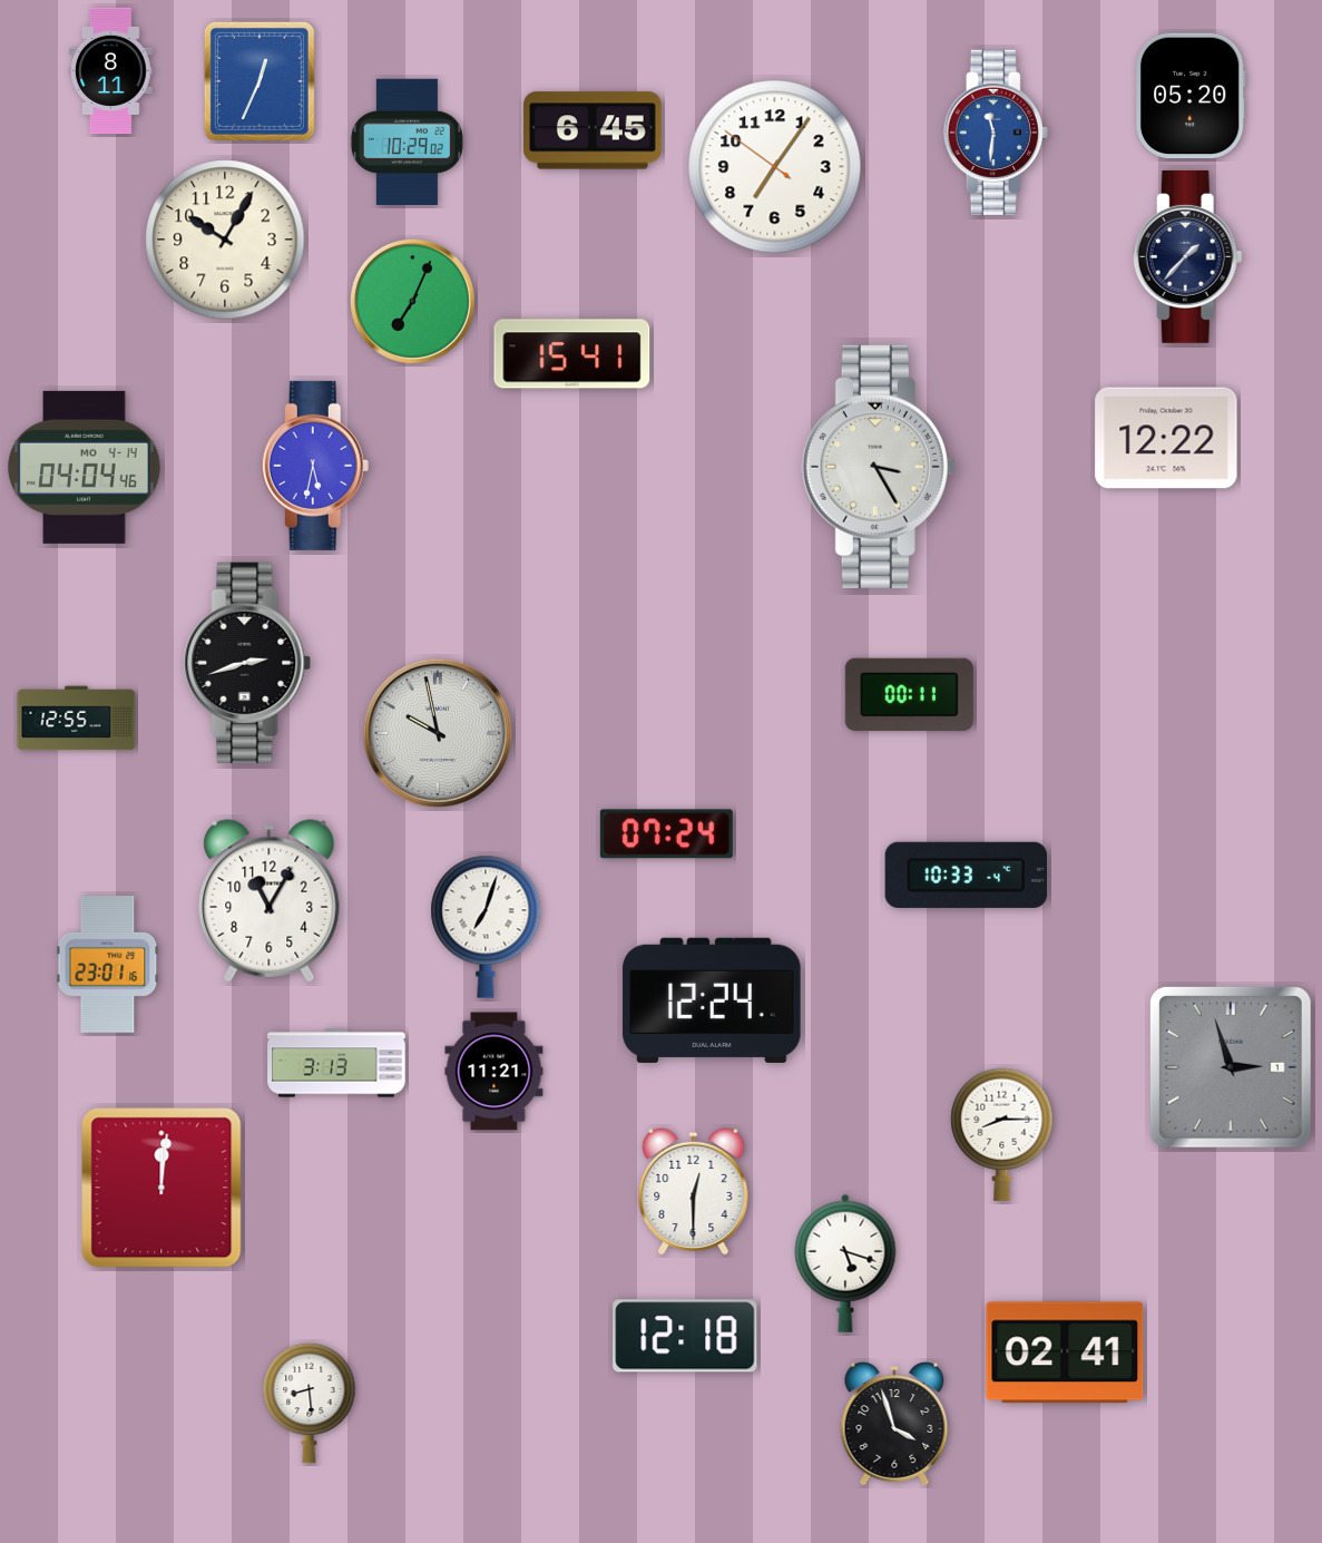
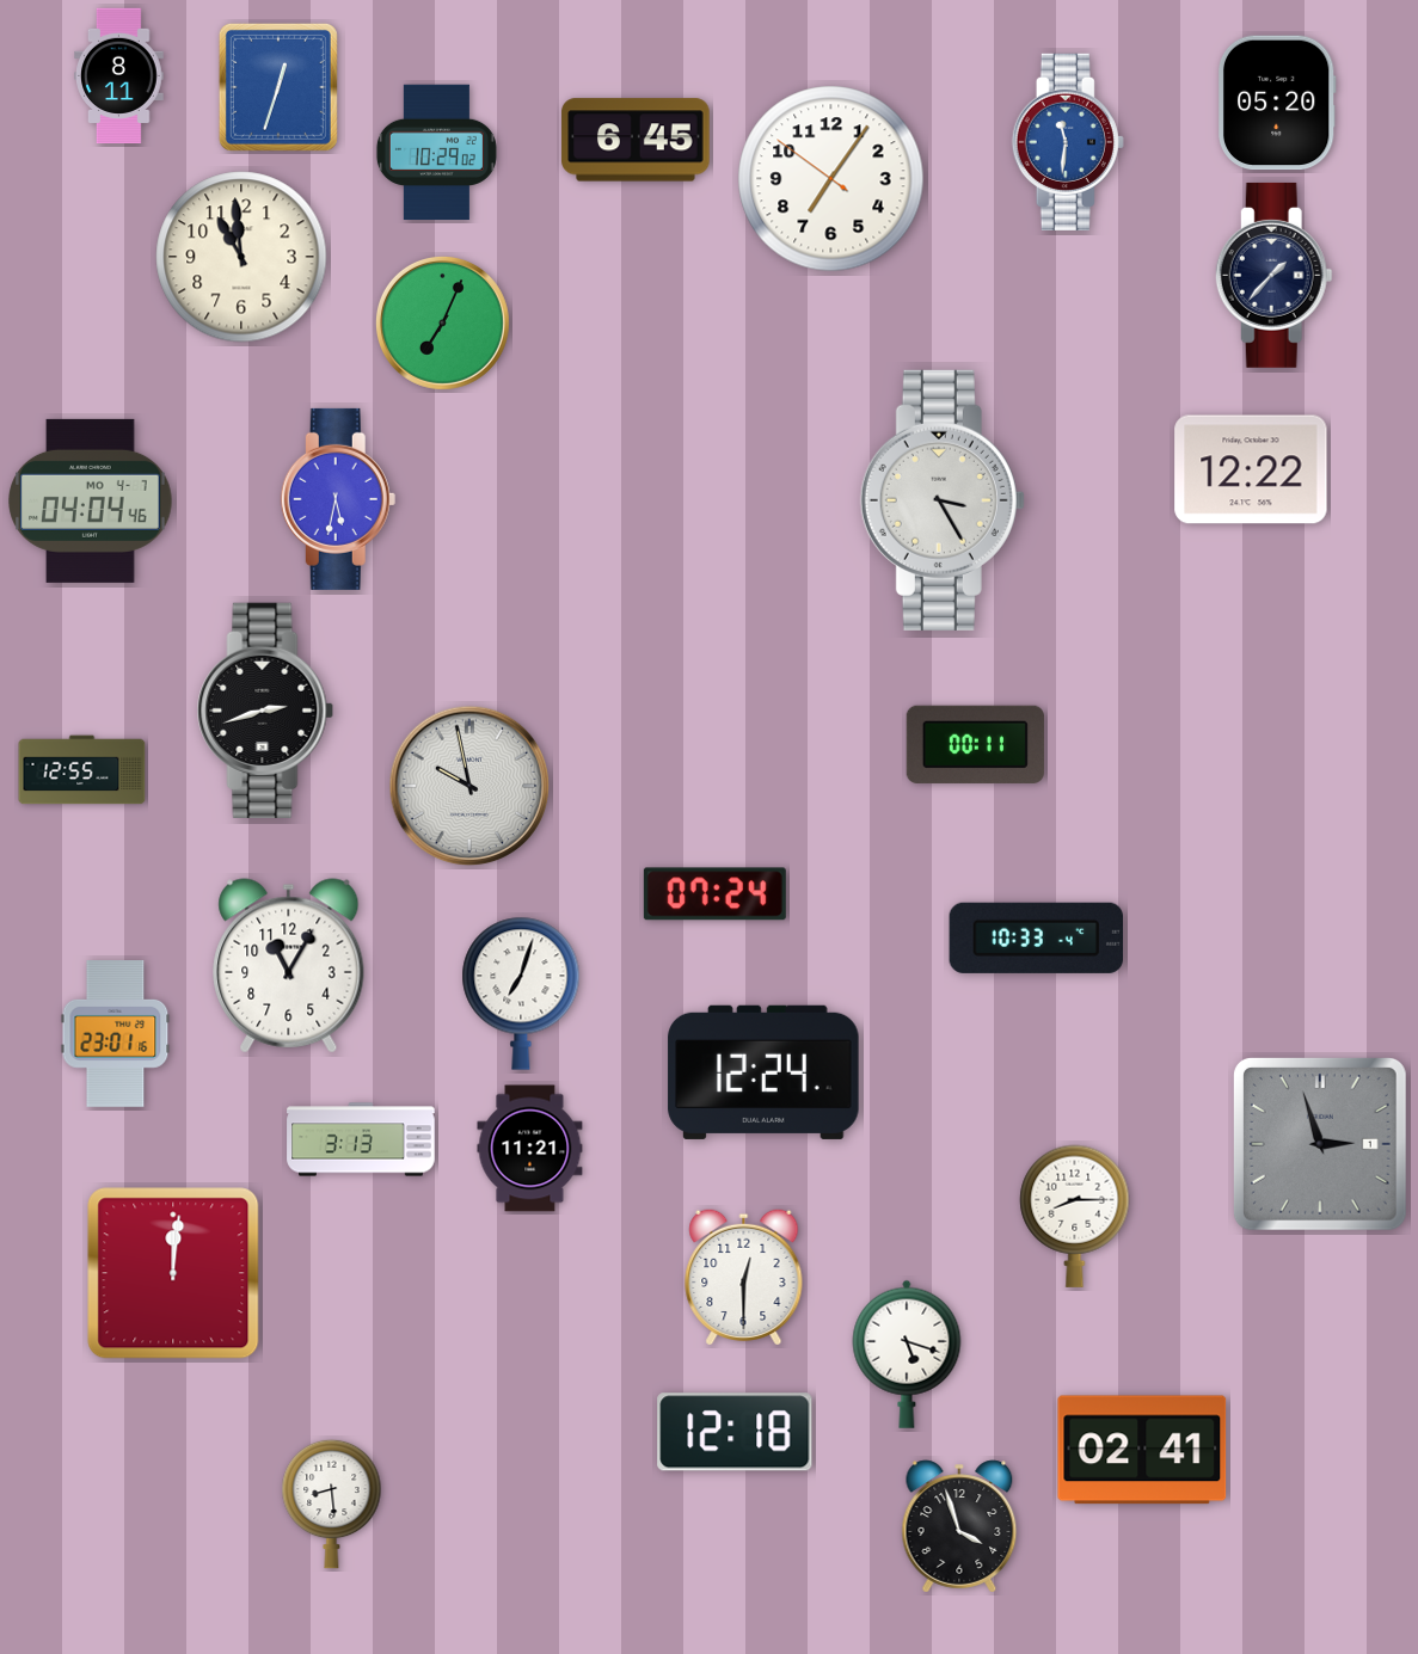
clock at (259, 81): 12:34 -> 12:33
clock at (225, 240): 10:05 -> 10:59
clock at (572, 354): 15:41 -> none
clock at (85, 467) date: MO 4-14 -> MO 4-7
